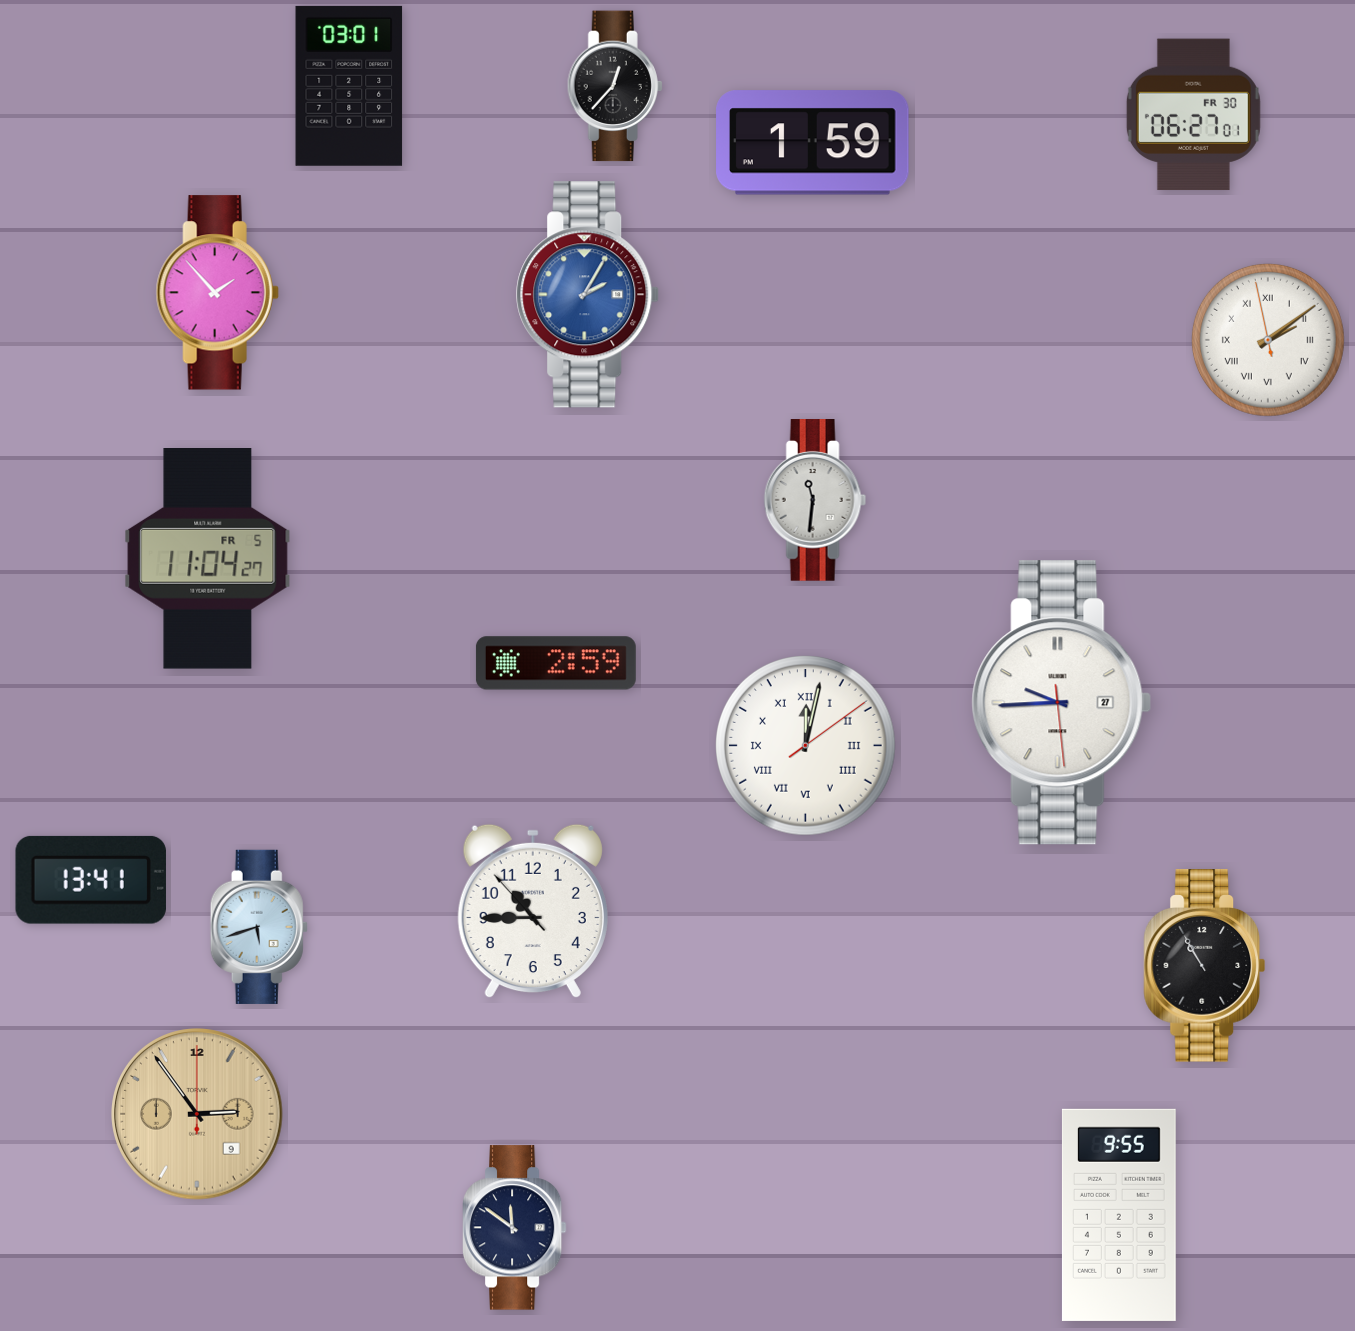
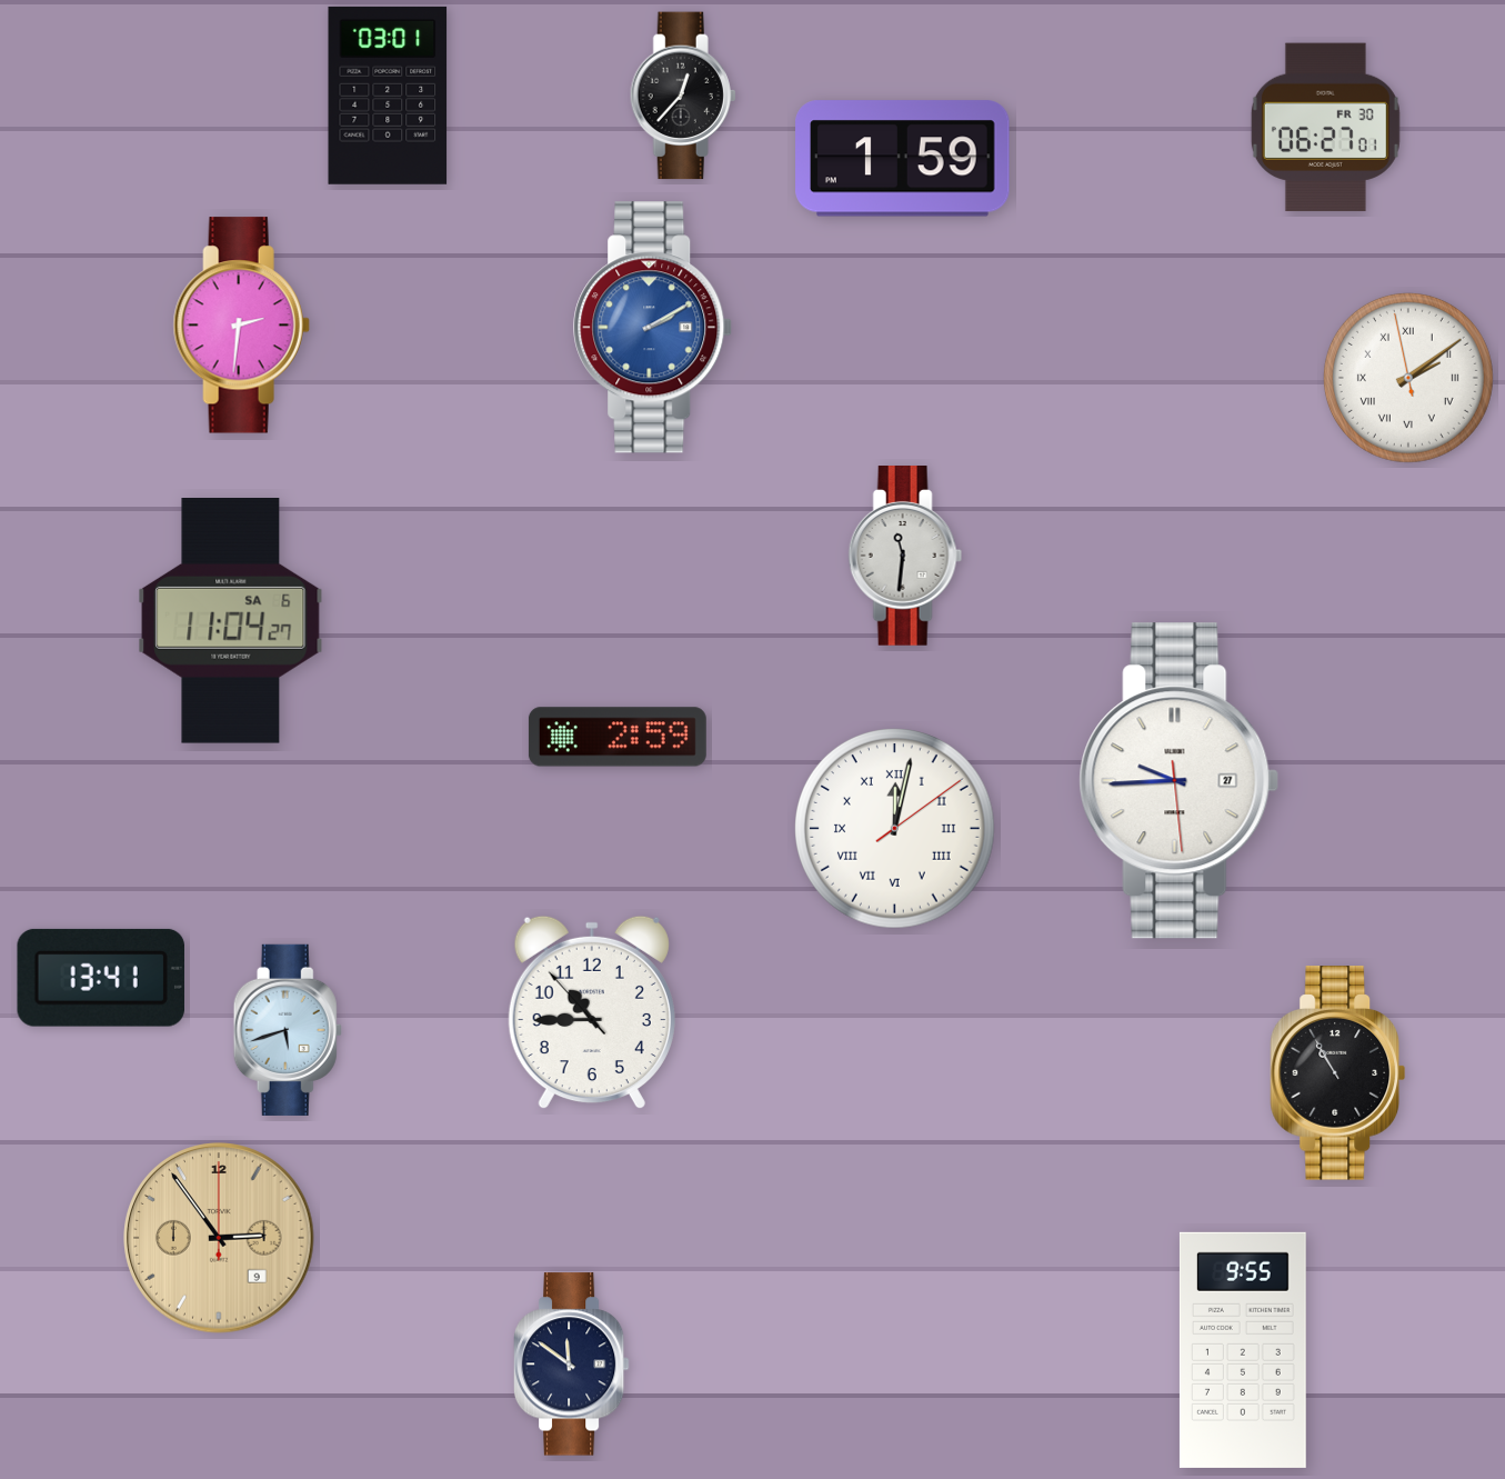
clock at (217, 293): 1:53 -> 2:31
clock at (588, 295): 2:05 -> 2:10
clock at (208, 559) date: FR 5 -> SA 6
